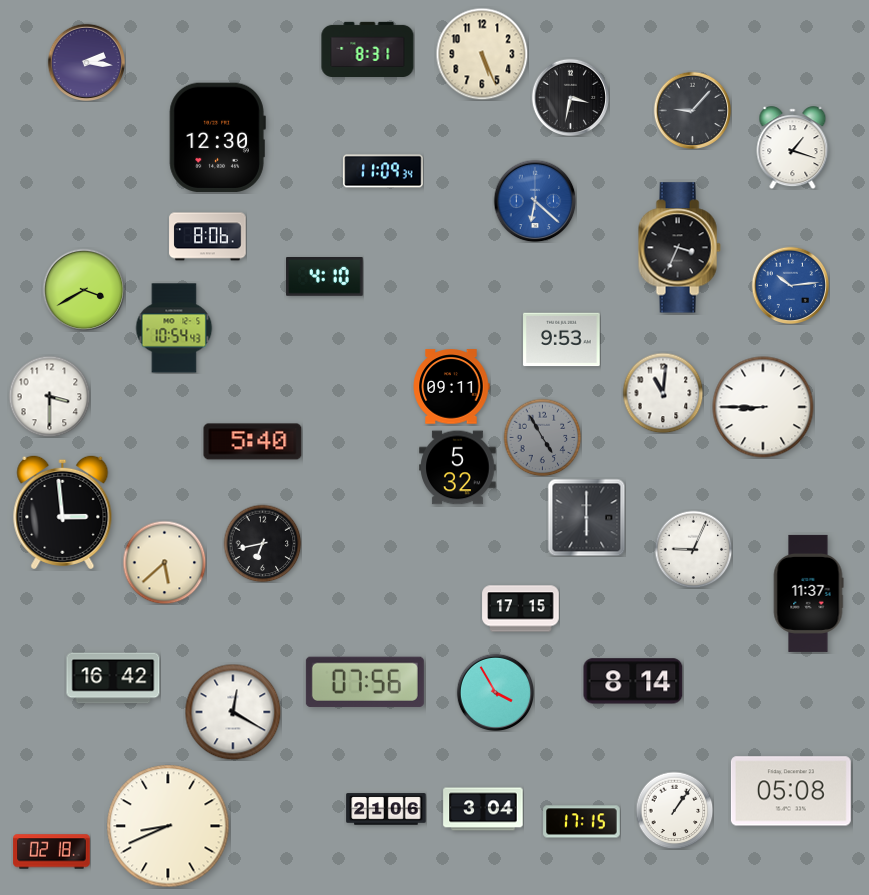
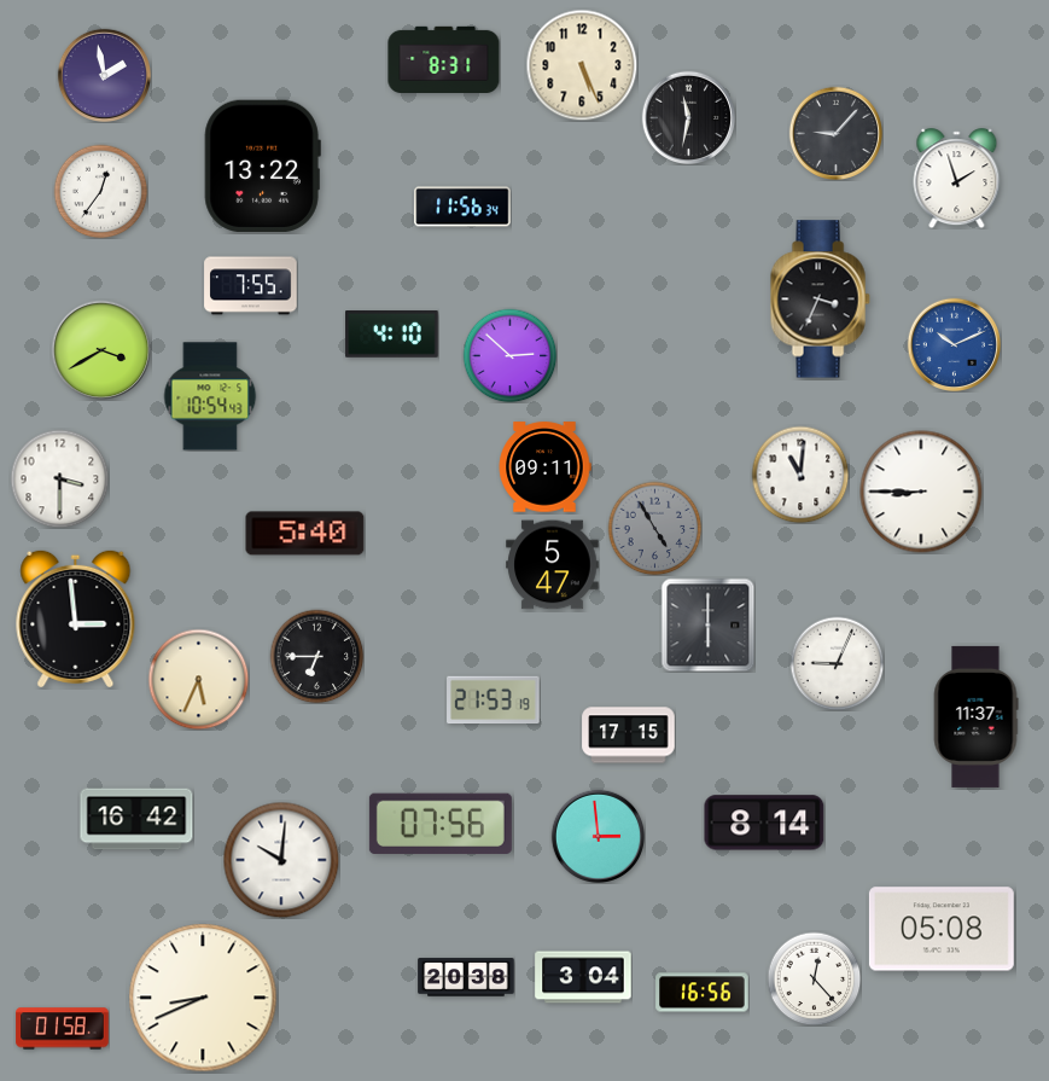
clock at (86, 62): 2:16 -> 1:58
clock at (570, 97): 3:32 -> 11:32
clock at (217, 137): 12:30 -> 13:22
clock at (793, 148): 1:18 -> 1:57
clock at (100, 191): none -> 12:36
clock at (383, 171): 11:09 -> 11:56
clock at (535, 201): 6:22 -> none
clock at (208, 237): 8:06 -> 7:55
clock at (790, 285): 10:14 -> 10:11
clock at (509, 355): none -> 2:52
clock at (562, 340): 9:53 -> none
clock at (458, 468): 5:32 -> 5:47
clock at (262, 543): 6:43 -> 6:45
clock at (164, 562): 5:38 -> 5:34
clock at (494, 701): none -> 21:53
clock at (495, 692): 3:55 -> 2:59
clock at (233, 712): 12:20 -> 10:01
clock at (791, 791) position: (791, 791) -> (942, 929)
clock at (386, 809): 21:06 -> 20:38
clock at (674, 810): 1:06 -> 12:23
clock at (582, 822): 17:15 -> 16:56
clock at (52, 852): 02:18 -> 01:58
